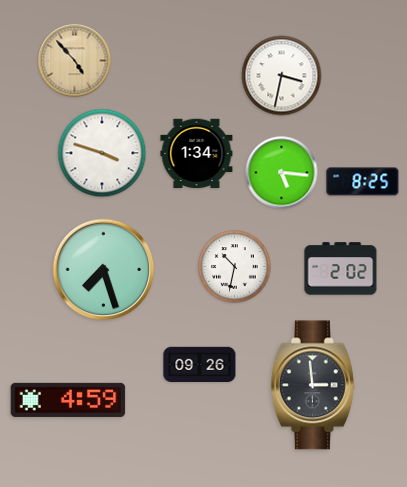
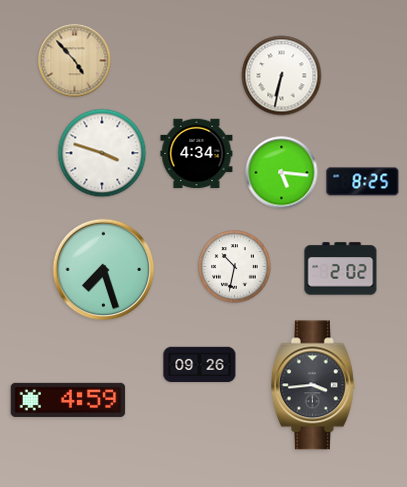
clock at (282, 76): 3:32 -> 6:32
clock at (197, 154): 1:34 -> 4:34
clock at (313, 385): 2:59 -> 3:44
